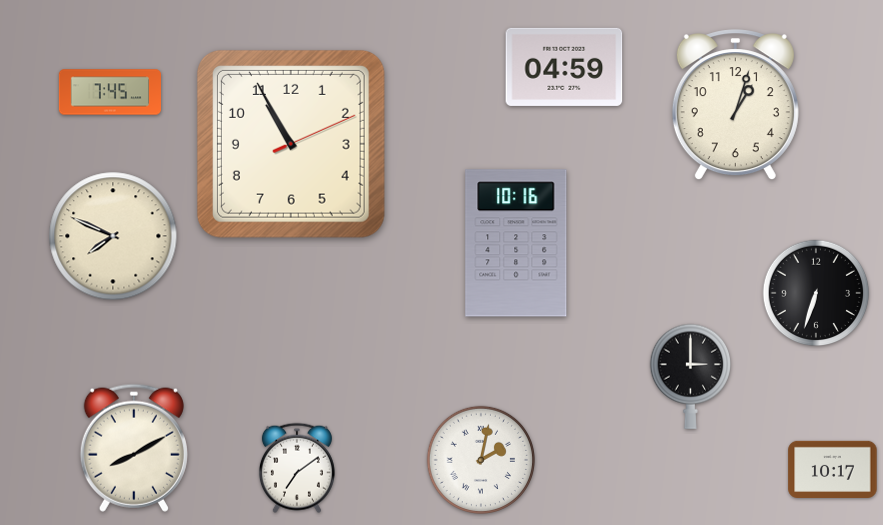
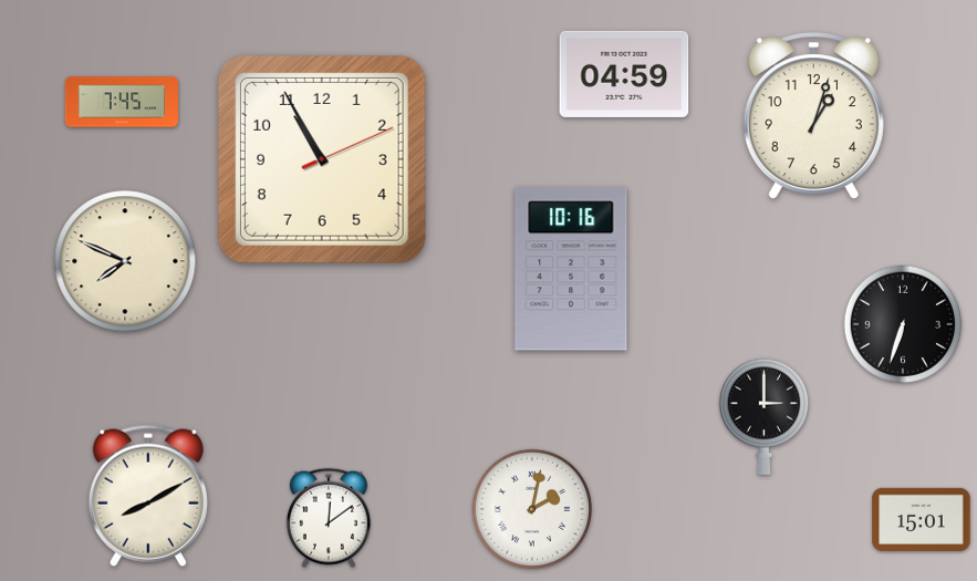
clock at (297, 468): 7:09 -> 12:09
clock at (833, 469): 10:17 -> 15:01
